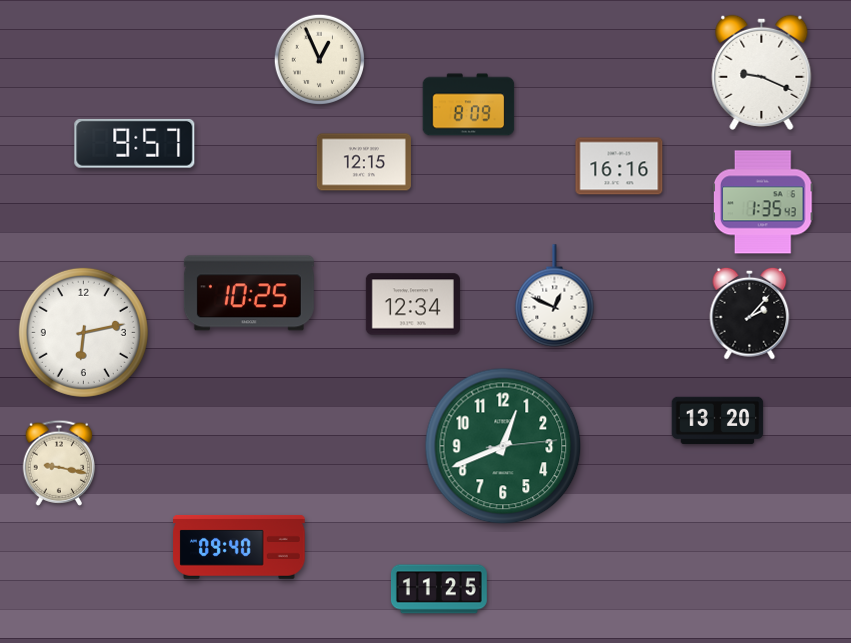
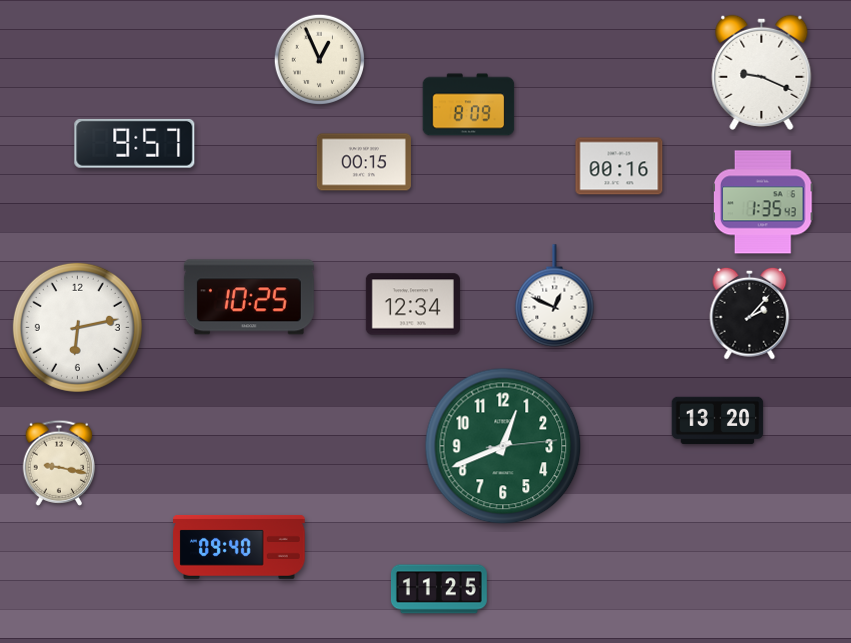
clock at (364, 162): 12:15 -> 00:15
clock at (619, 166): 16:16 -> 00:16
clock at (249, 293) position: (249, 293) -> (249, 297)
clock at (83, 332) position: (83, 332) -> (77, 327)
